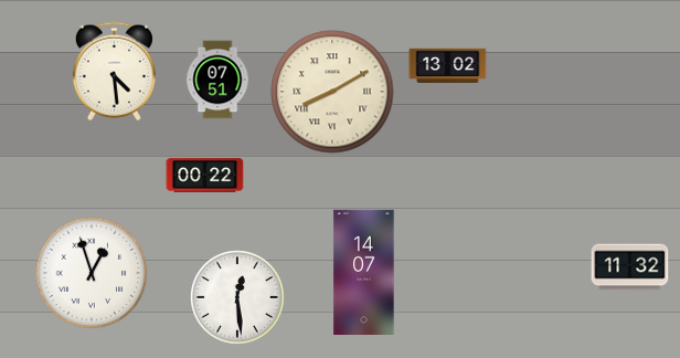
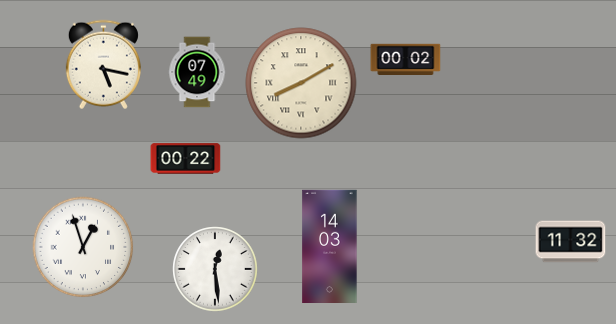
clock at (448, 65): 13:02 -> 00:02
clock at (114, 72): 4:29 -> 5:17
clock at (217, 80): 07:51 -> 07:49
clock at (364, 272): 14:07 -> 14:03
